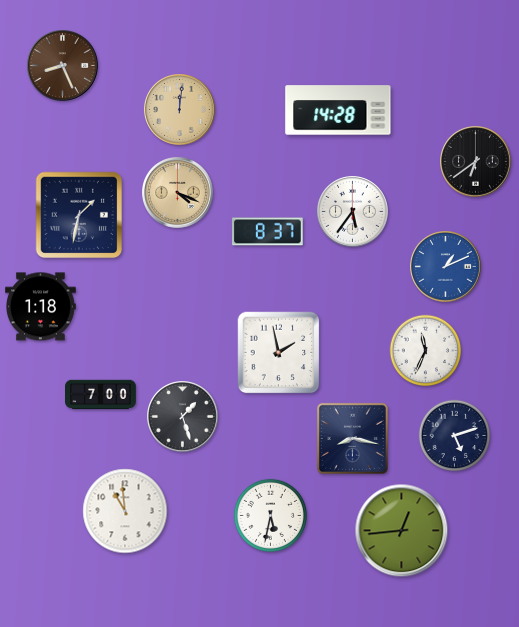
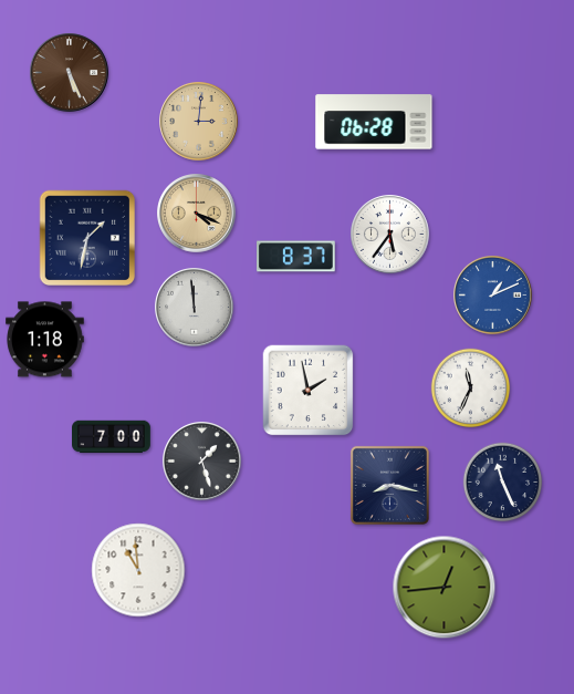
clock at (63, 66): 8:26 -> 5:26
clock at (180, 110): 12:01 -> 3:01
clock at (338, 110): 14:28 -> 06:28
clock at (476, 162): 6:39 -> none
clock at (195, 308): none -> 11:59
clock at (455, 436): 5:12 -> 11:26
clock at (125, 511) position: (125, 511) -> (138, 570)
clock at (270, 515): 5:32 -> none
